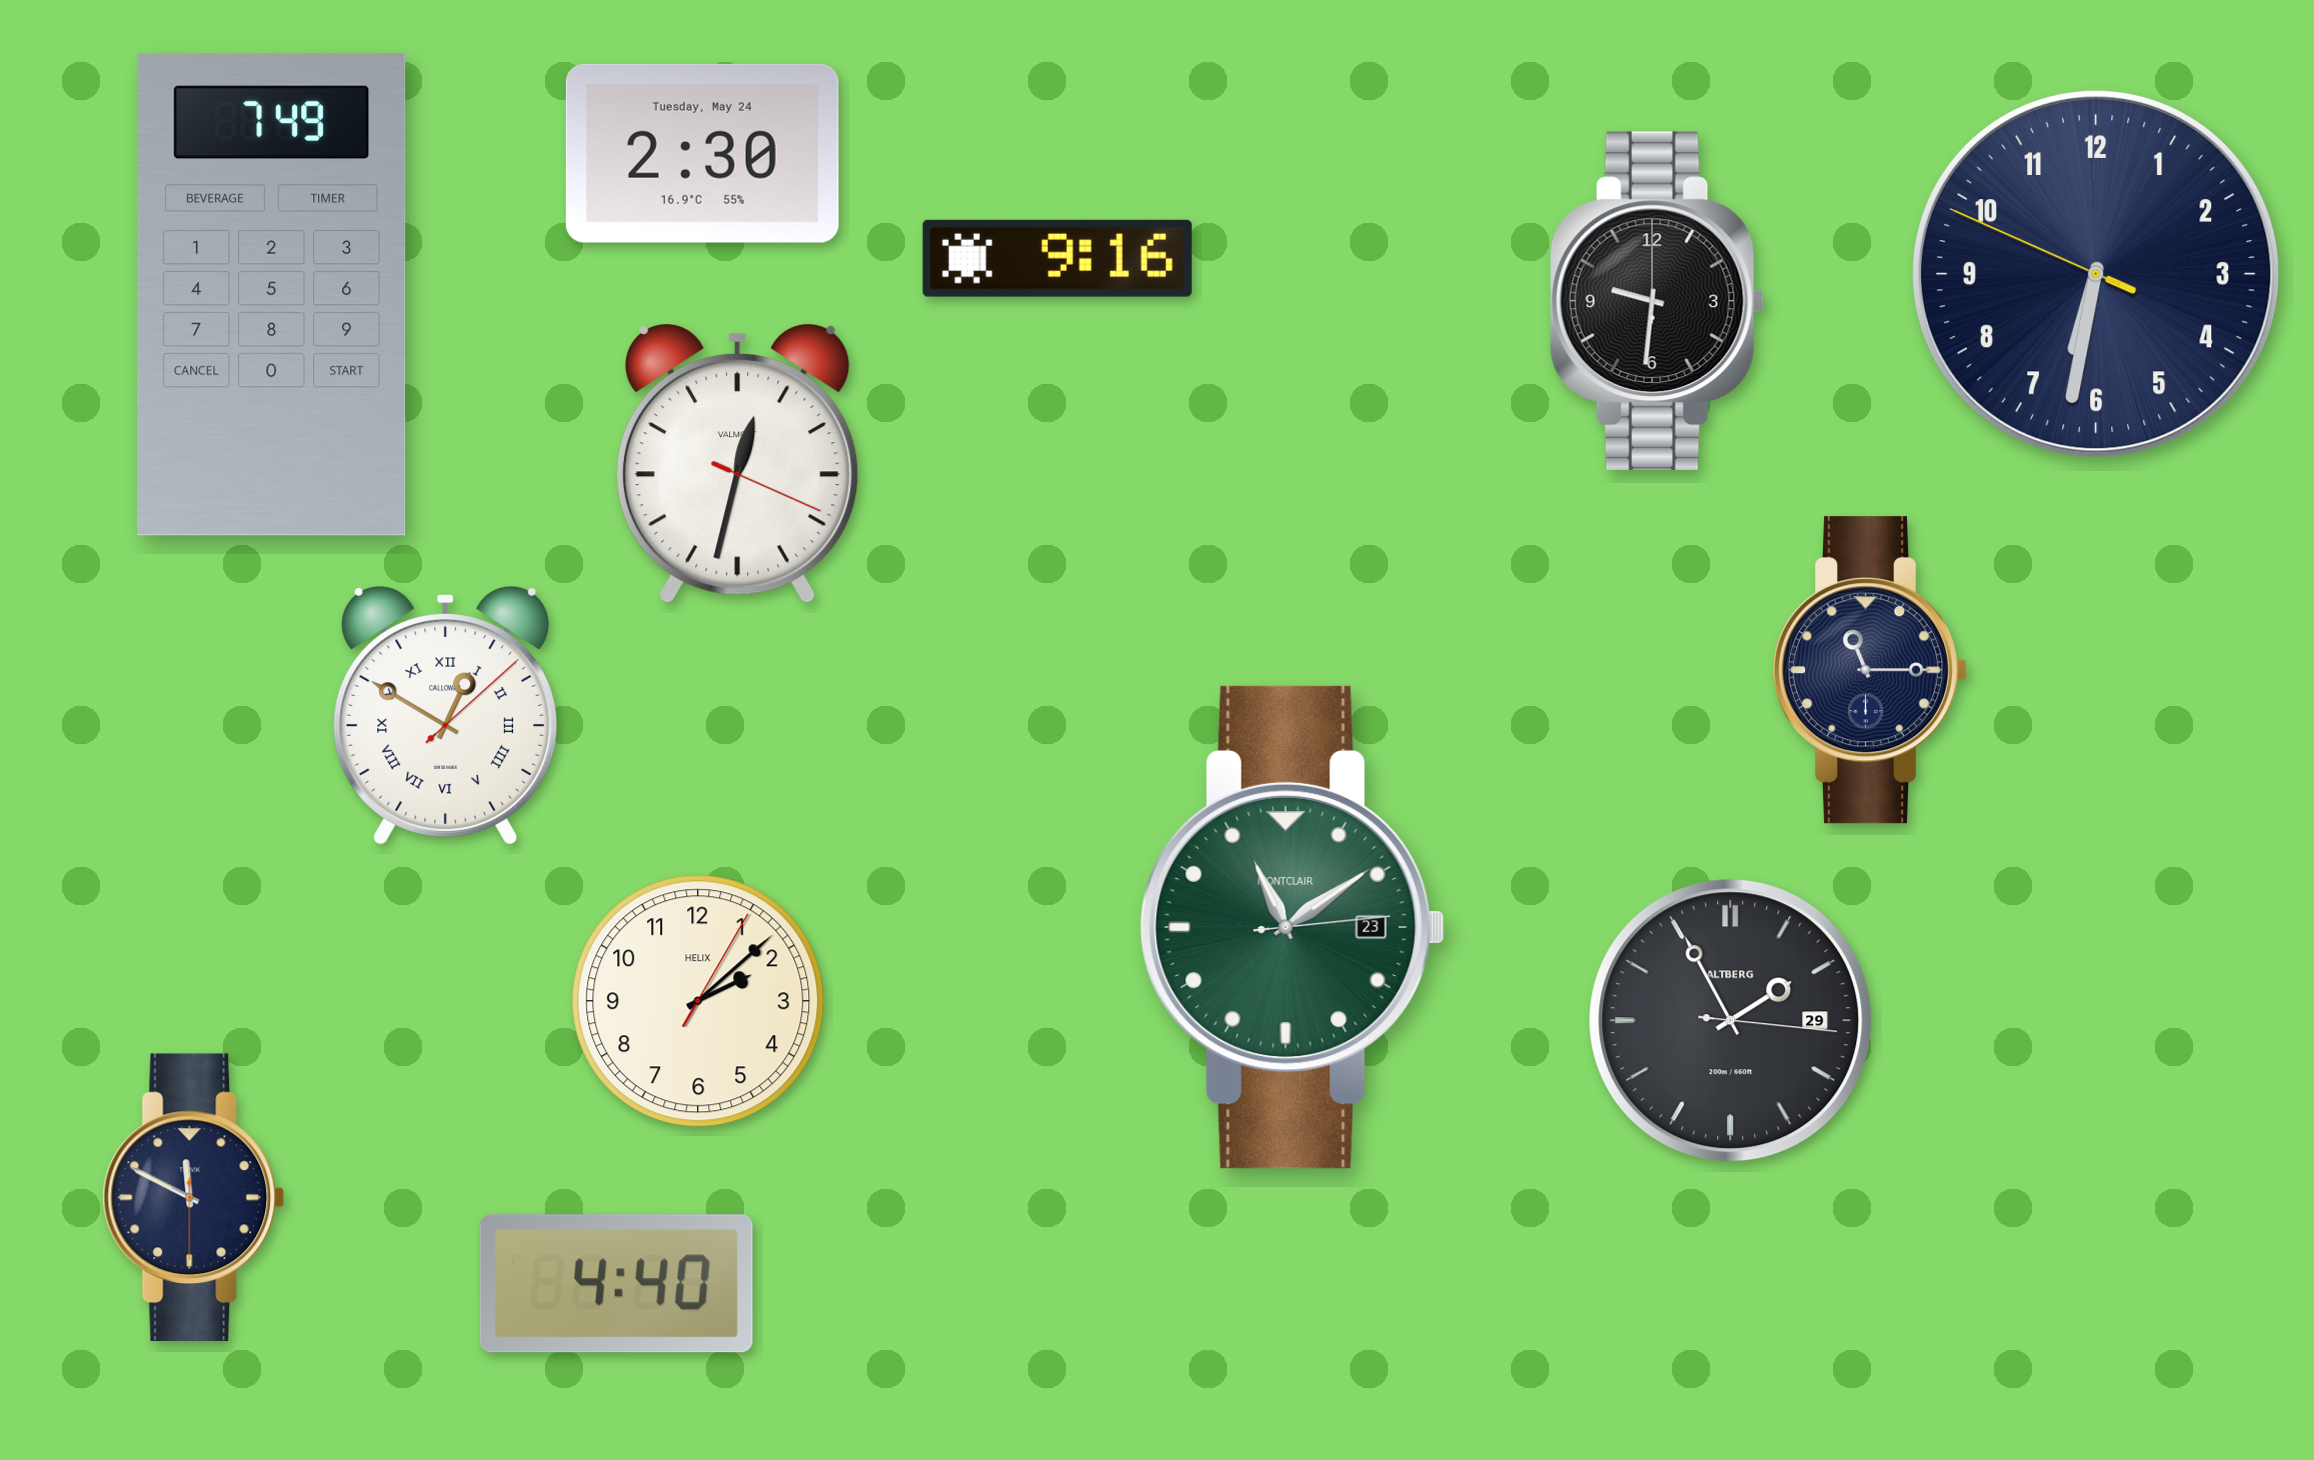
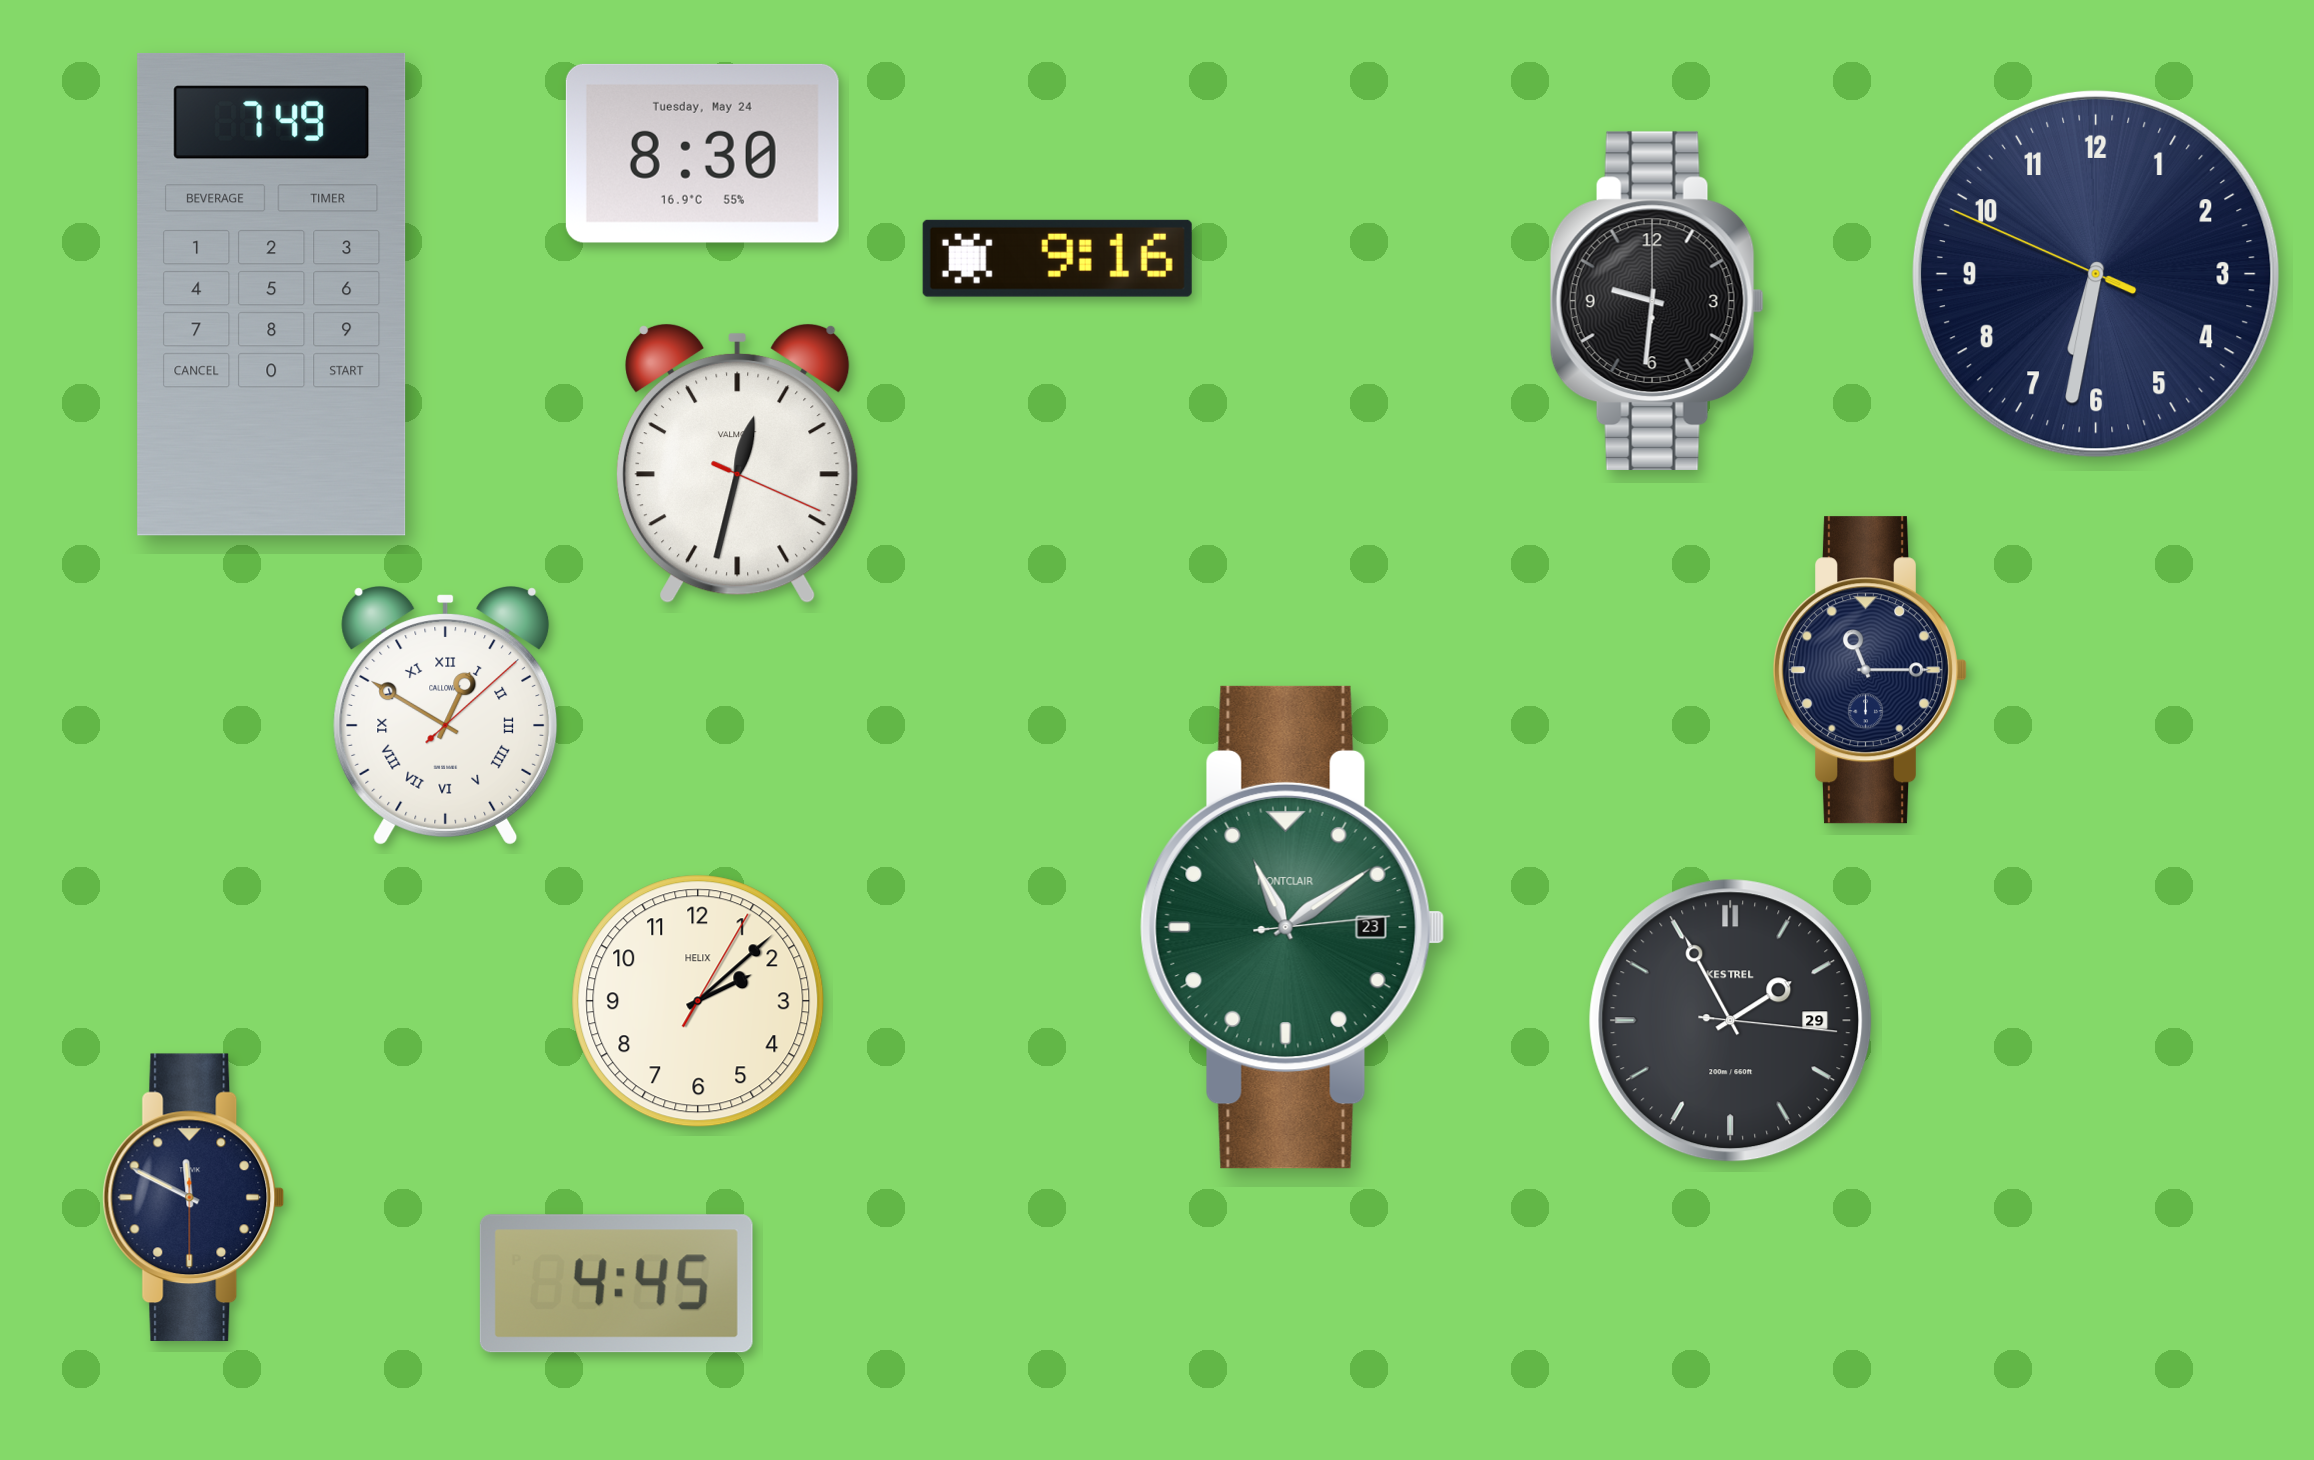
clock at (702, 153): 2:30 -> 8:30
clock at (1731, 1021) brand: ALTBERG -> KESTREL
clock at (616, 1284): 4:40 -> 4:45
